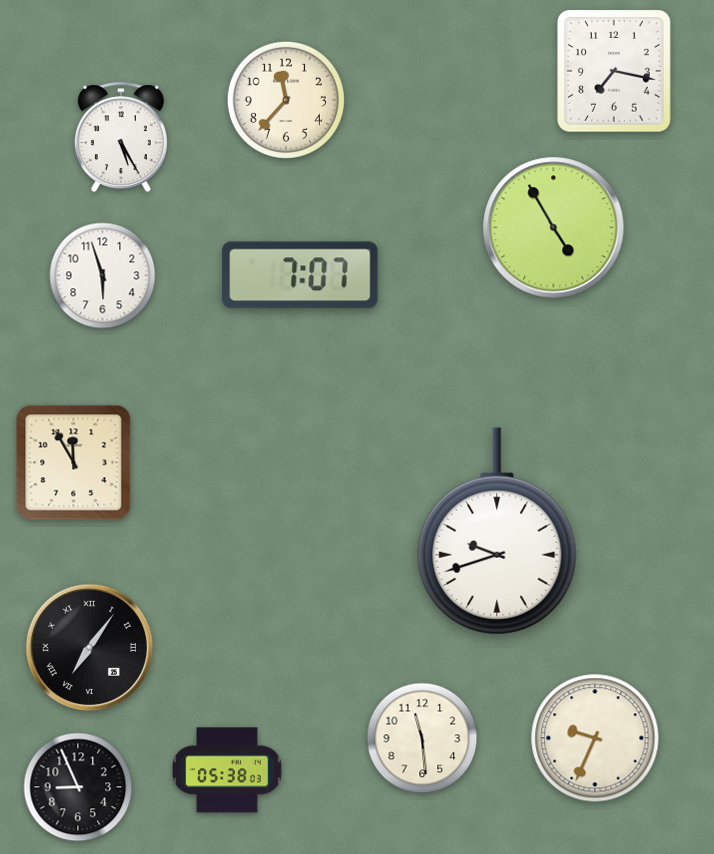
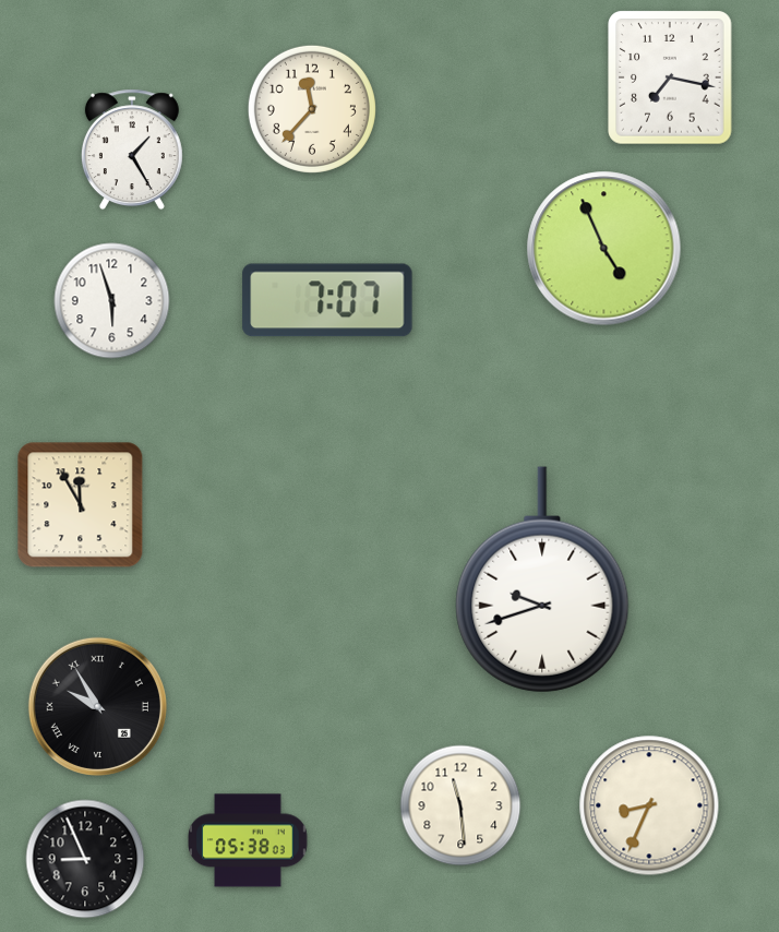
clock at (121, 137): 5:25 -> 1:25
clock at (554, 228): 4:55 -> 4:56
clock at (89, 647): 7:06 -> 9:55
clock at (595, 738): 9:34 -> 8:34
